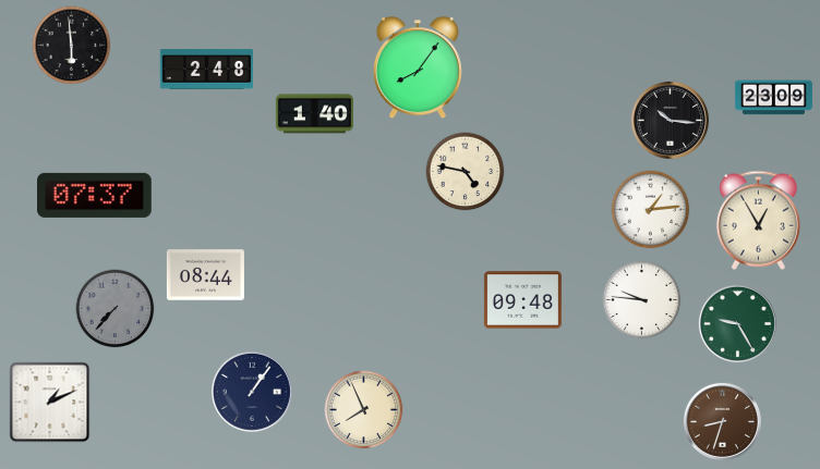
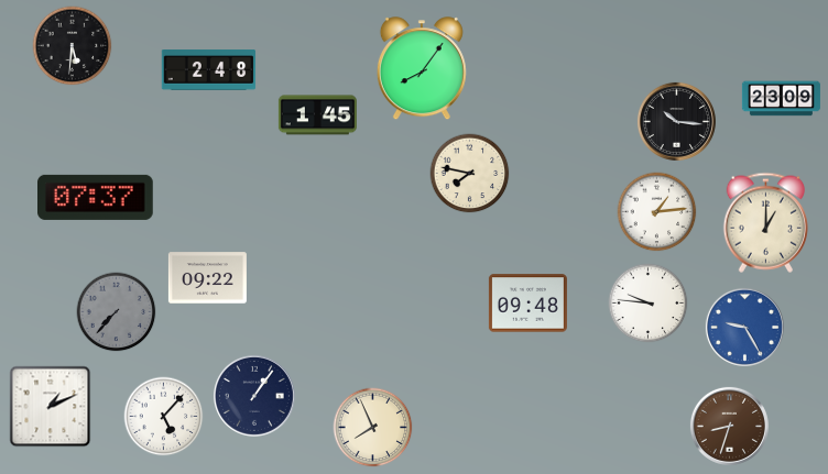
clock at (72, 46): 5:59 -> 5:31
clock at (314, 114): 1:40 -> 1:45
clock at (466, 172): 4:47 -> 7:47
clock at (758, 220): 12:55 -> 1:00
clock at (205, 275): 08:44 -> 09:22
clock at (737, 323) dial: green -> blue
clock at (364, 410) position: (364, 410) -> (373, 428)
clock at (164, 417): none -> 5:07
